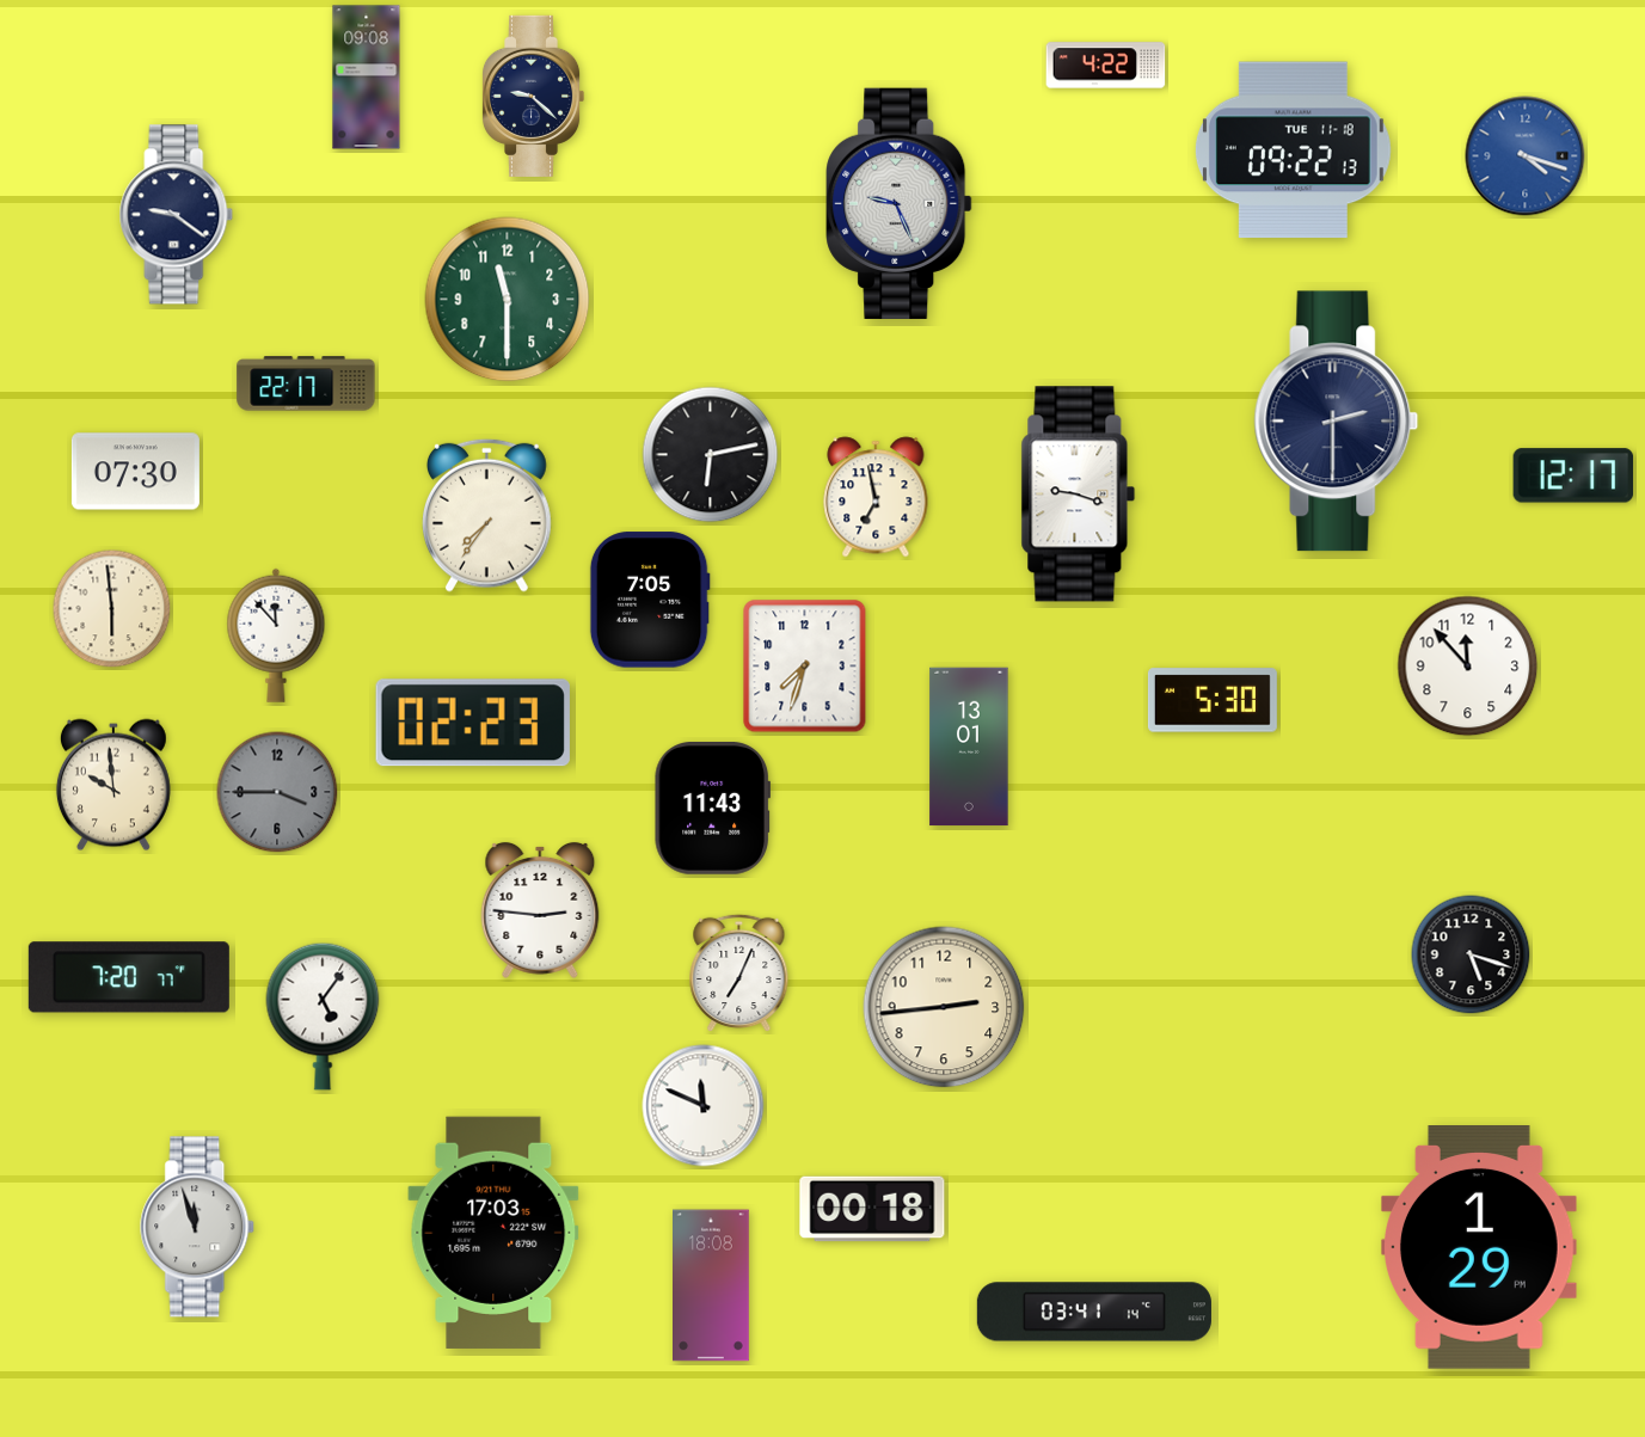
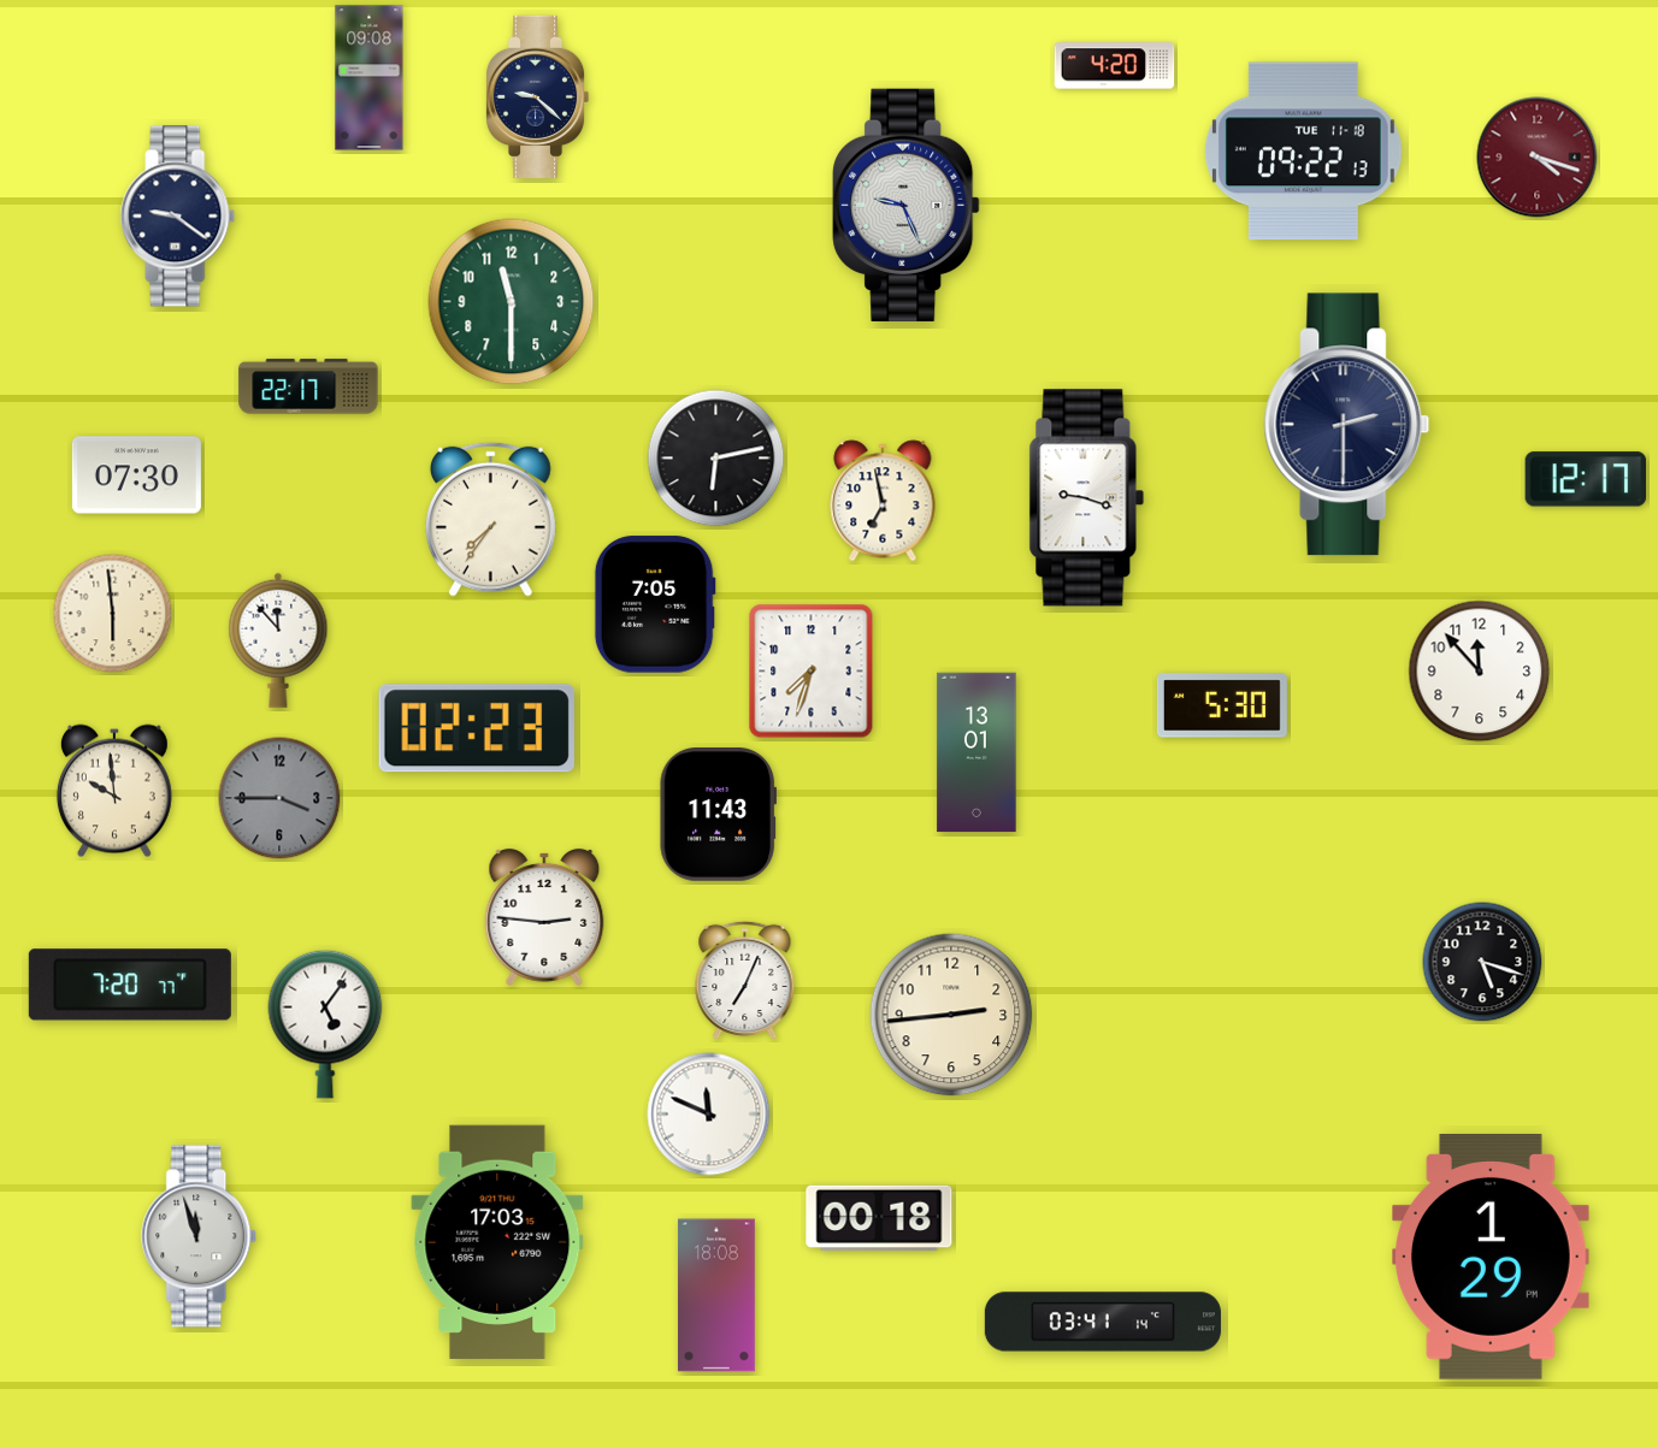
clock at (1106, 66): 4:22 -> 4:20
clock at (1526, 156) dial: blue -> burgundy
